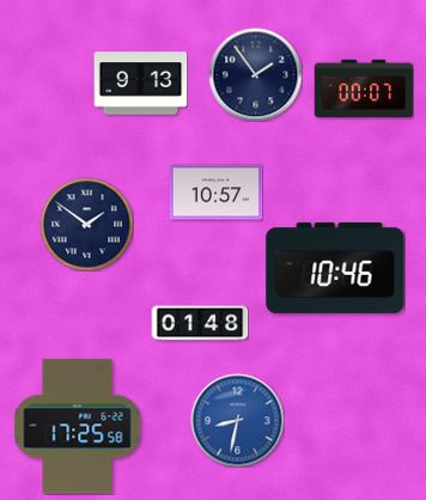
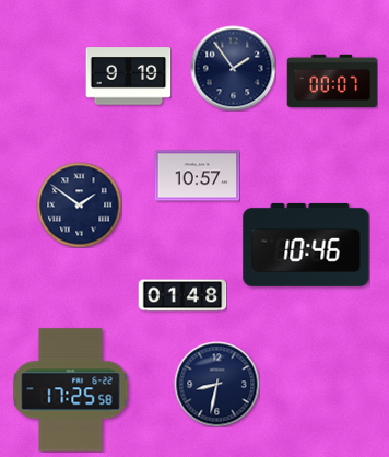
clock at (140, 84): 9:13 -> 9:19
clock at (237, 420) dial: blue -> navy
